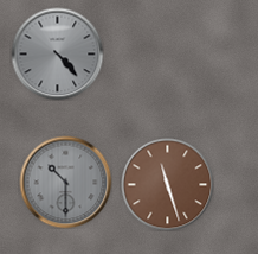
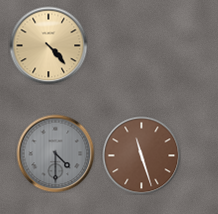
clock at (57, 53) dial: grey -> champagne
clock at (65, 182): 10:30 -> 4:30
